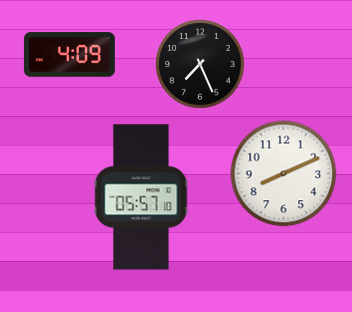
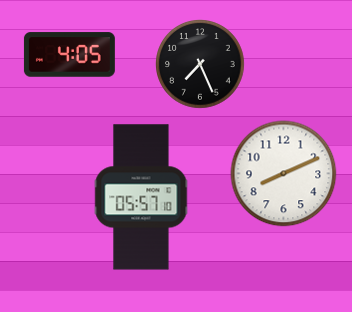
clock at (69, 55): 4:09 -> 4:05
